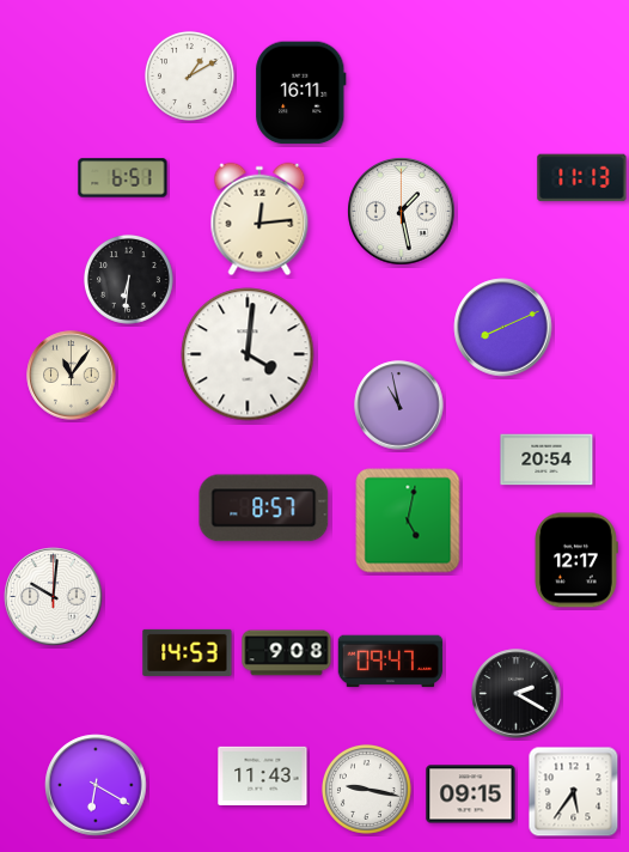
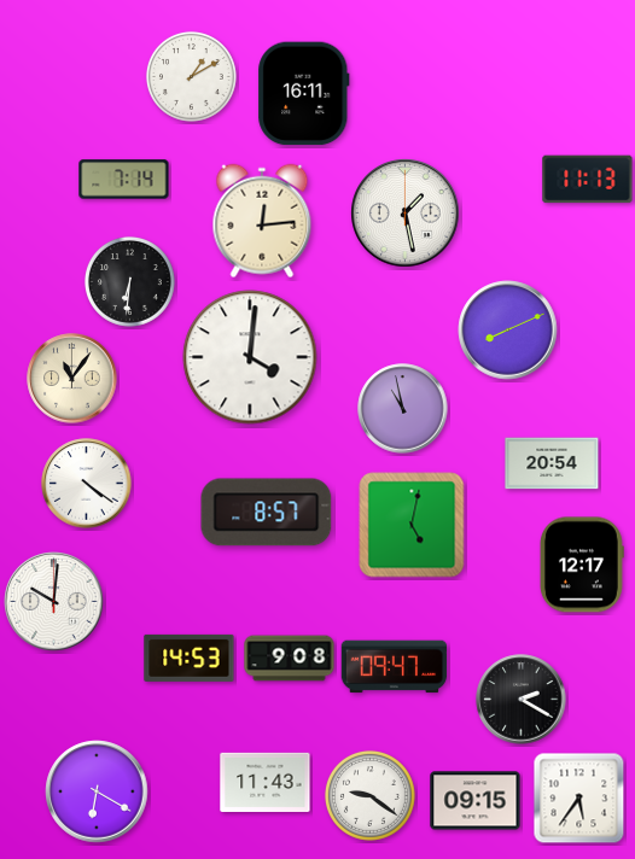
clock at (123, 178): 6:51 -> 7:14
clock at (87, 484): none -> 4:21
clock at (366, 789): 9:17 -> 9:21
